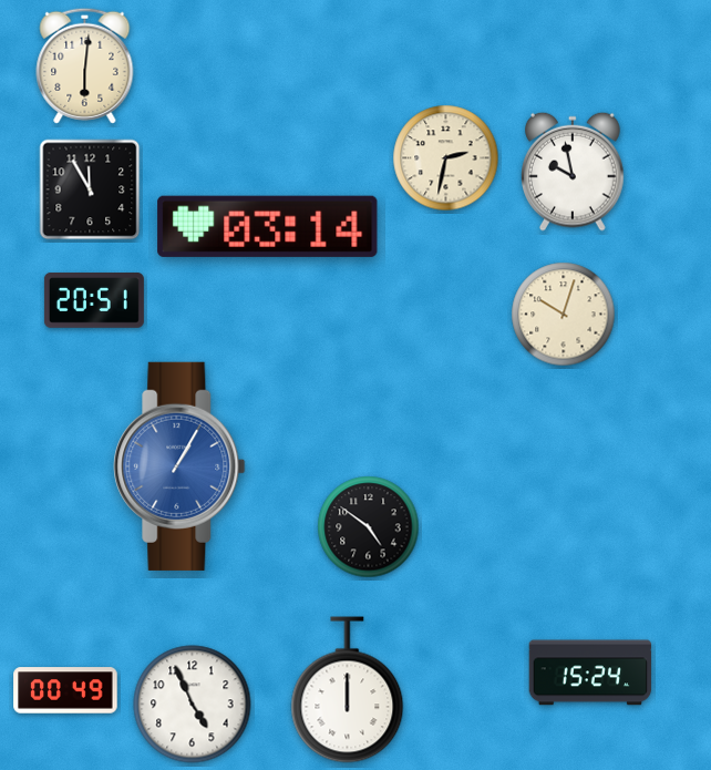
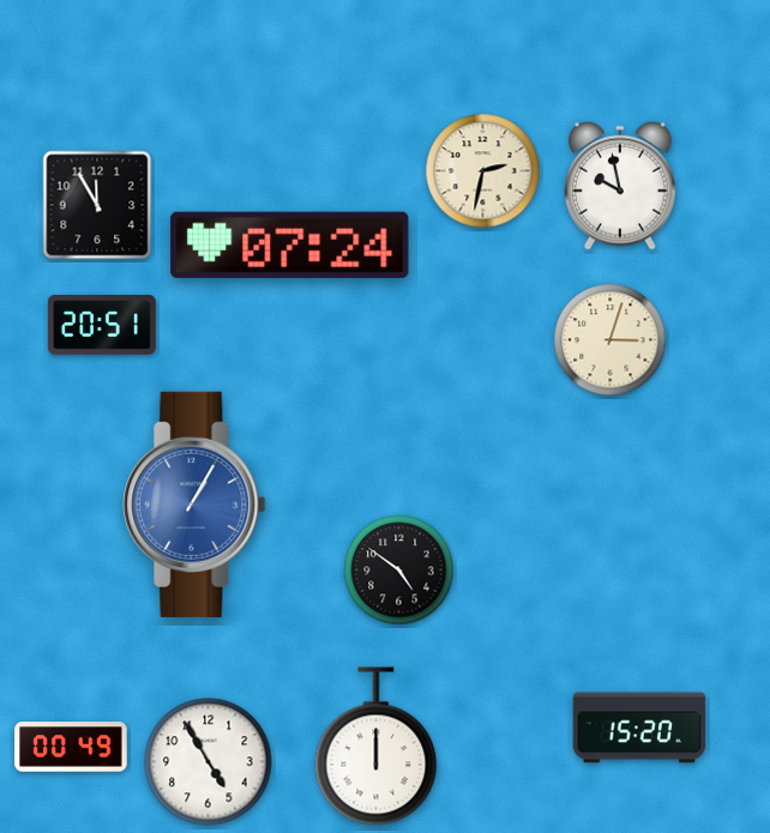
clock at (85, 65): 6:01 -> none
clock at (268, 226): 03:14 -> 07:24
clock at (564, 315): 10:03 -> 3:03
clock at (590, 673): 15:24 -> 15:20
clock at (193, 705): 4:56 -> 4:55
